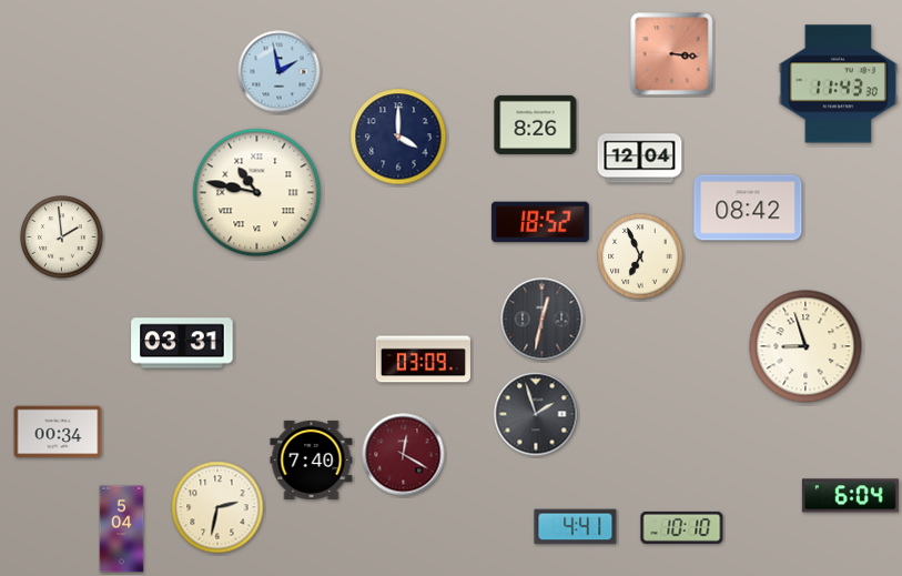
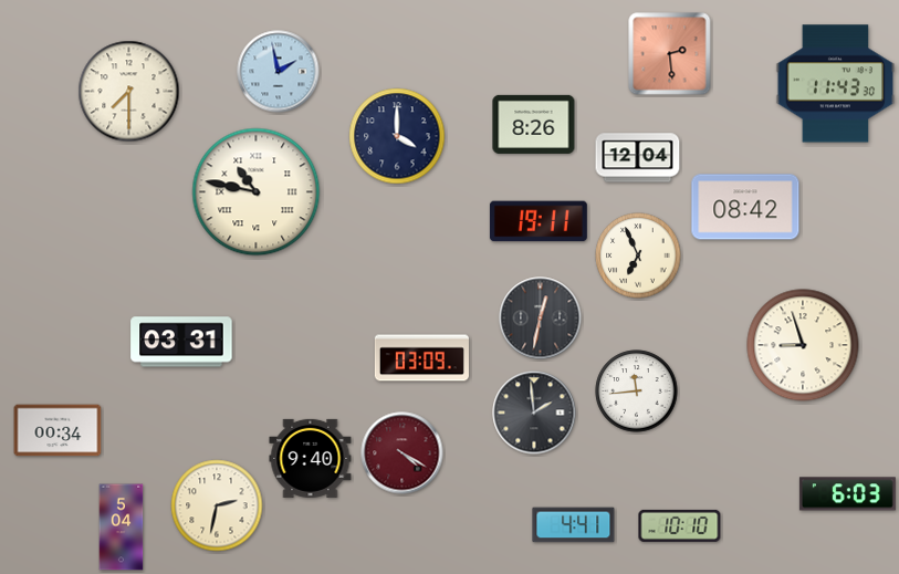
clock at (672, 54): 3:16 -> 2:29
clock at (129, 92): none -> 7:30
clock at (540, 222): 18:52 -> 19:11
clock at (62, 238): 1:59 -> none
clock at (637, 392): none -> 11:44
clock at (536, 414): 1:57 -> 1:59
clock at (404, 455): 12:20 -> 4:20
clock at (312, 459): 7:40 -> 9:40
clock at (850, 496): 6:04 -> 6:03
